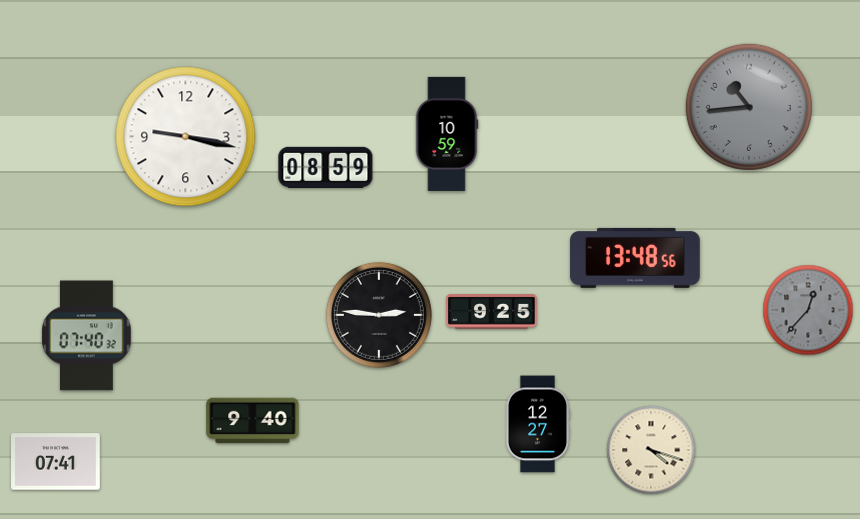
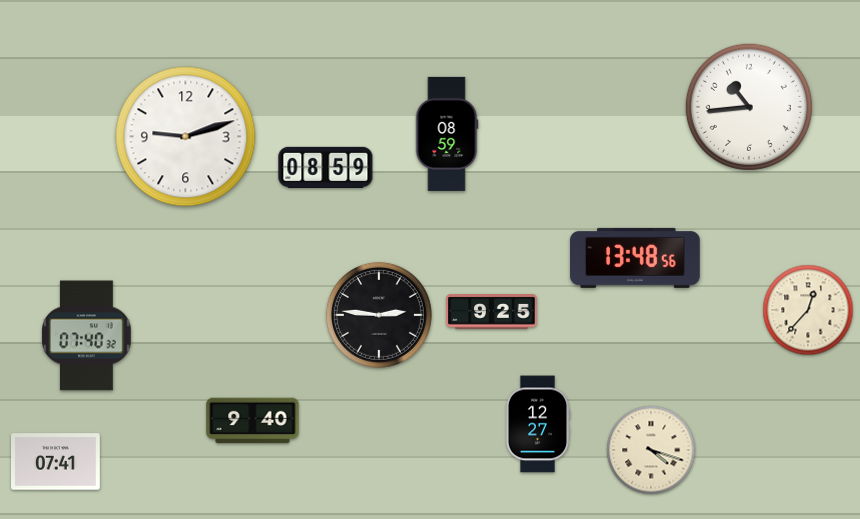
clock at (749, 107) dial: grey -> white
clock at (447, 134): 10:59 -> 08:59
clock at (186, 137): 9:17 -> 9:12
clock at (808, 310) dial: grey -> cream
